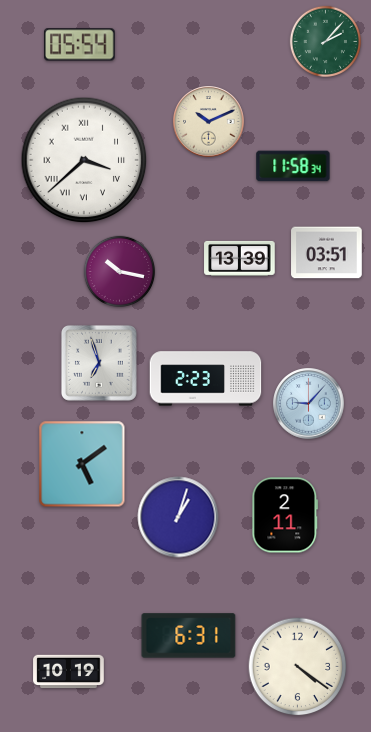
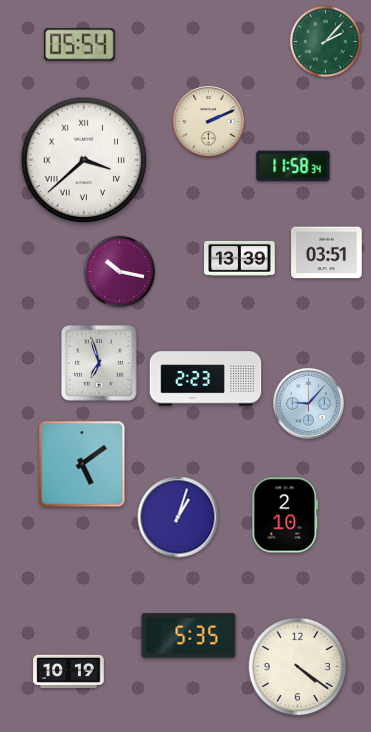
clock at (209, 122): 10:11 -> 2:11
clock at (285, 515): 2:11 -> 2:10
clock at (189, 636): 6:31 -> 5:35
